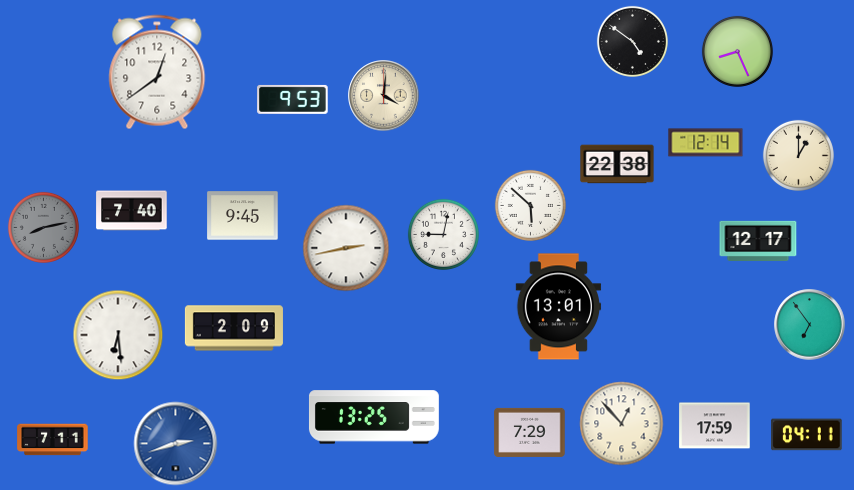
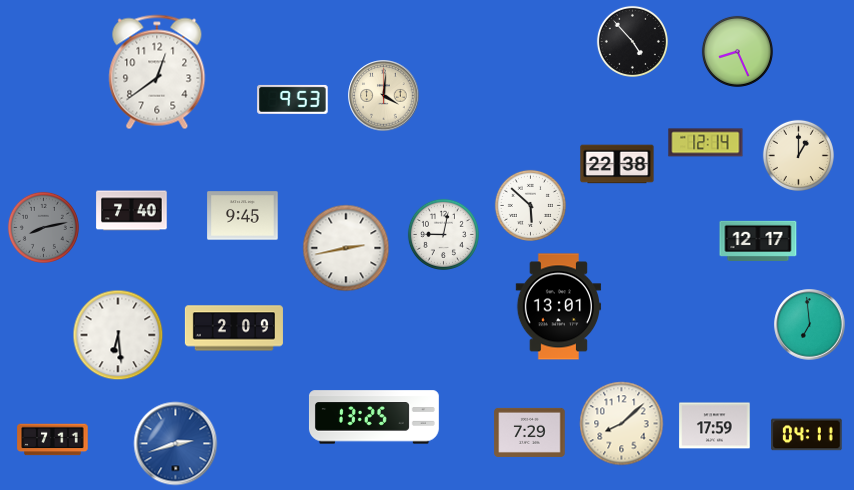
clock at (632, 41): 4:51 -> 4:53
clock at (810, 325): 6:54 -> 6:59
clock at (622, 424): 12:53 -> 8:08
